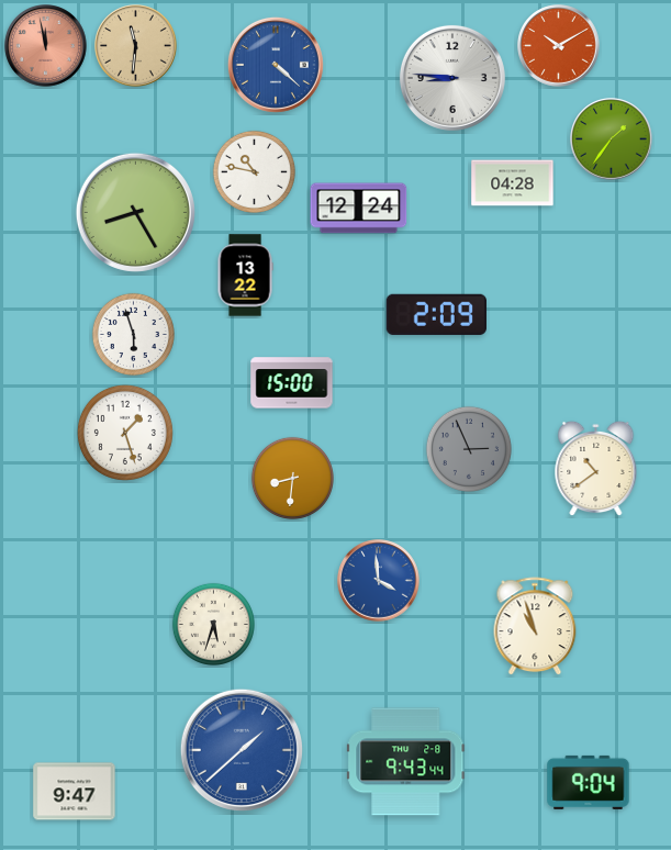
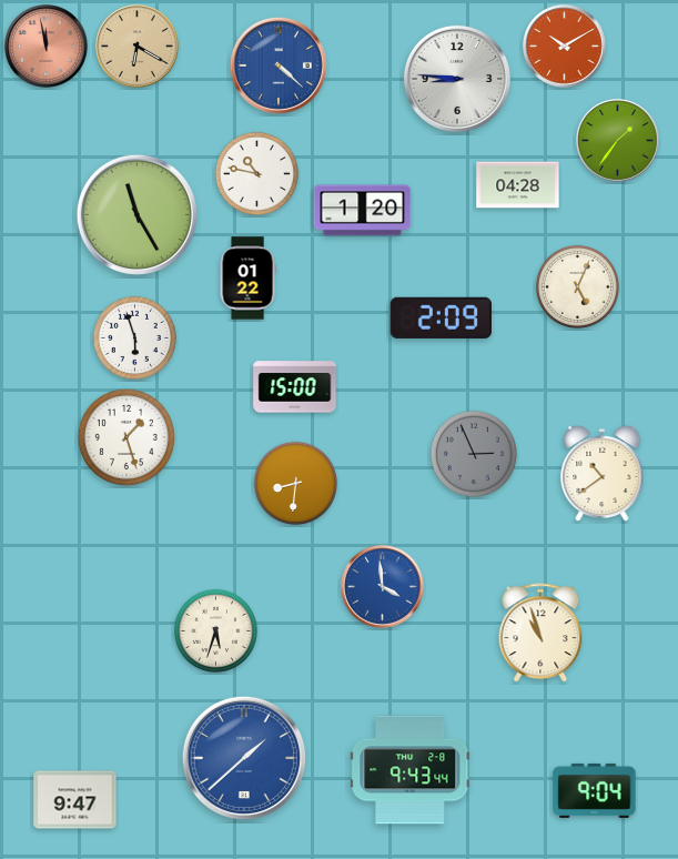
clock at (136, 46): 11:31 -> 6:20
clock at (359, 209): 12:24 -> 1:20
clock at (135, 212): 8:25 -> 11:25
clock at (245, 276): 13:22 -> 01:22
clock at (577, 286): none -> 5:04
